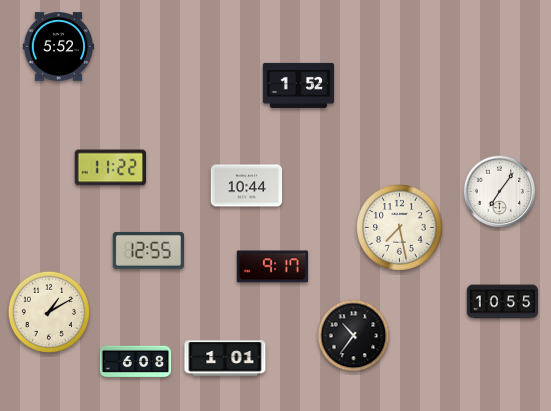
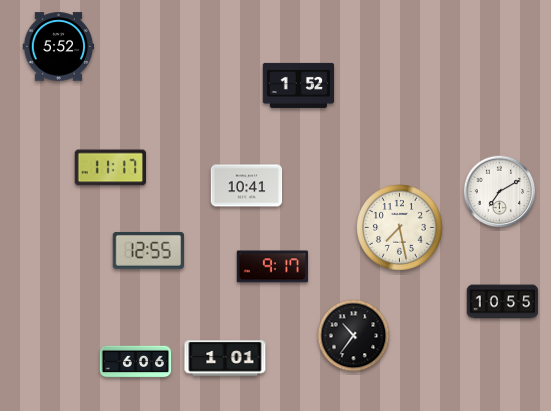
clock at (110, 168): 11:22 -> 11:17
clock at (247, 186): 10:44 -> 10:41
clock at (500, 192): 7:06 -> 7:10
clock at (49, 312): 1:10 -> none
clock at (136, 362): 6:08 -> 6:06
